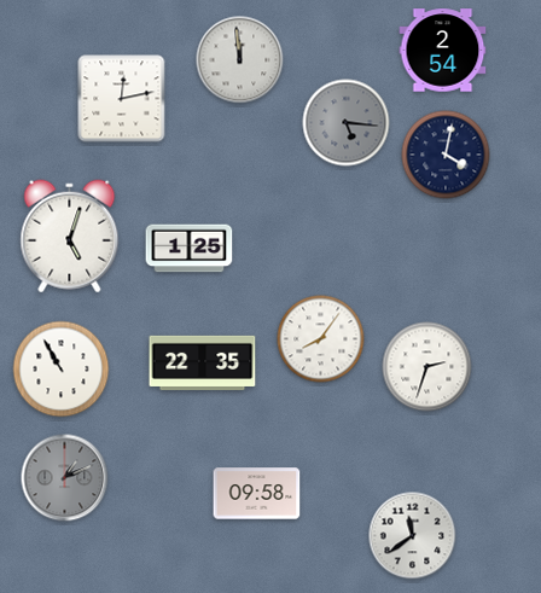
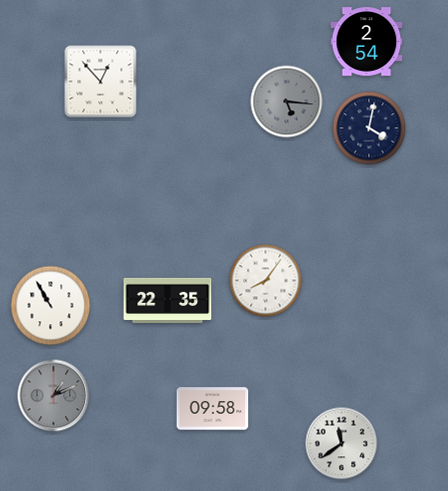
clock at (240, 60): 11:59 -> none
clock at (122, 99): 12:13 -> 12:53
clock at (70, 237): 5:03 -> none
clock at (190, 249): 1:25 -> none
clock at (427, 367): 2:33 -> none
